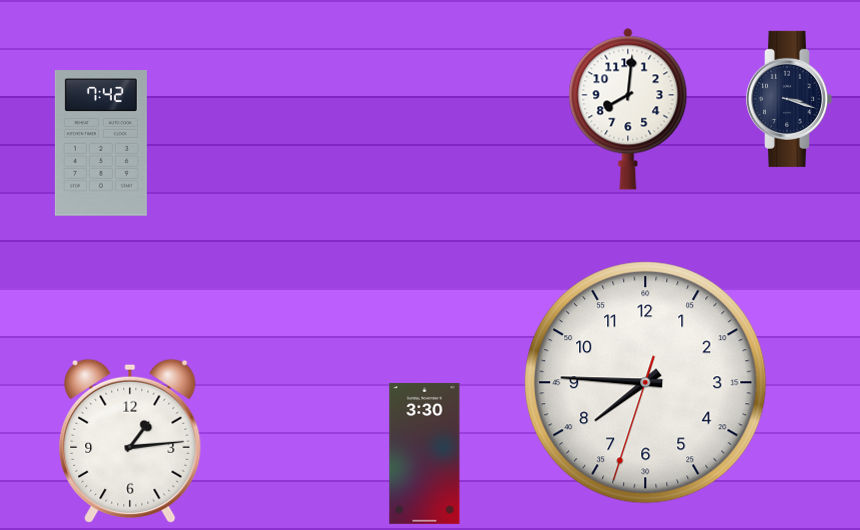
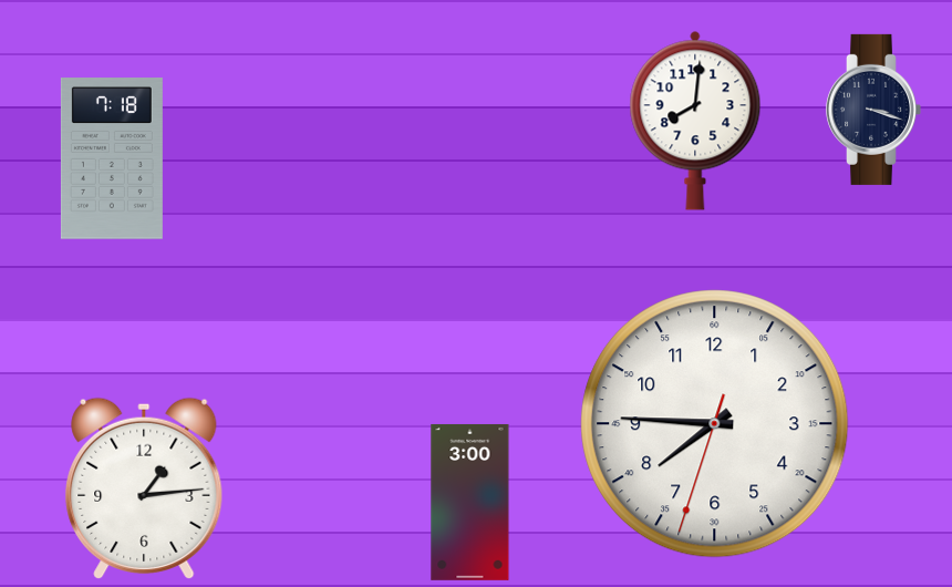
clock at (101, 143): 7:42 -> 7:18
clock at (425, 453): 3:30 -> 3:00
